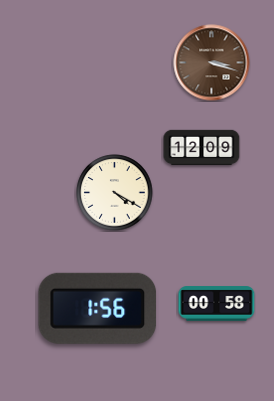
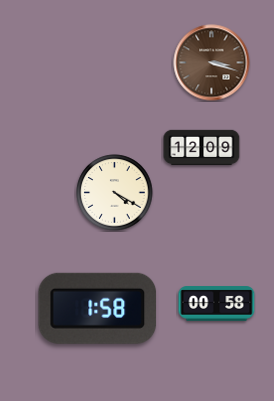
clock at (98, 308): 1:56 -> 1:58
